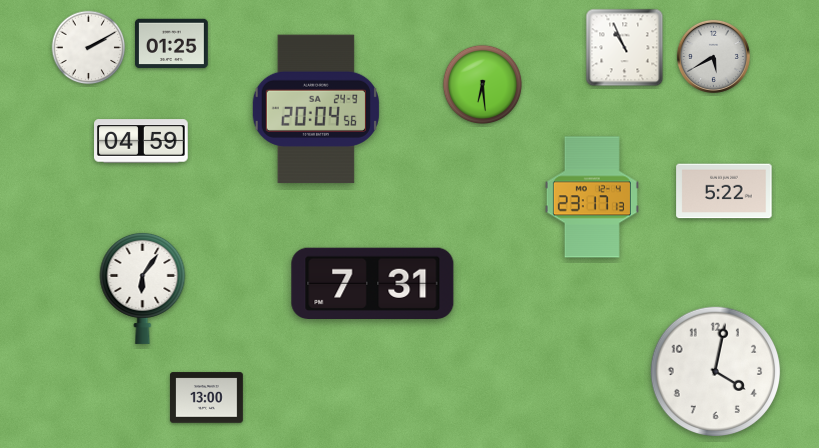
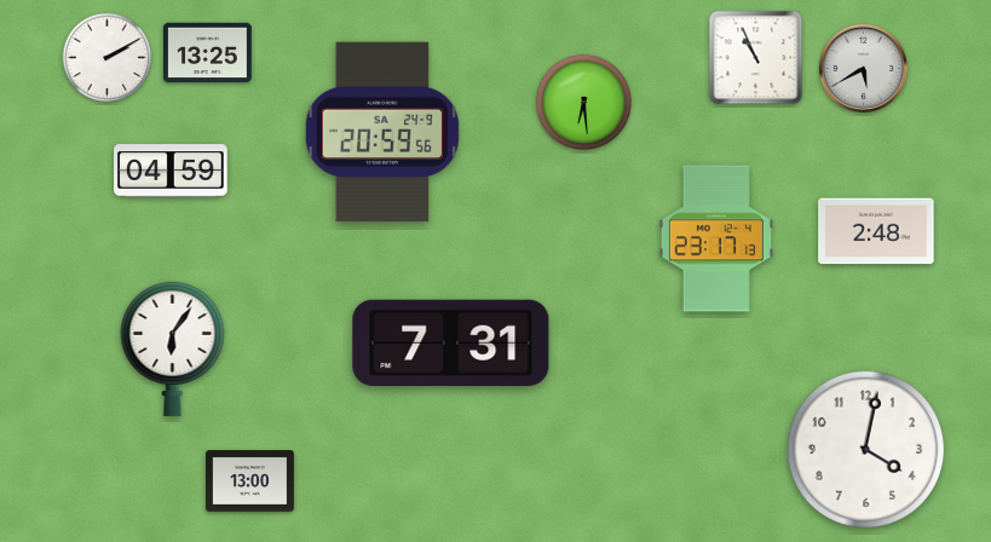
clock at (172, 44): 01:25 -> 13:25
clock at (315, 109): 20:04 -> 20:59
clock at (724, 191): 5:22 -> 2:48
